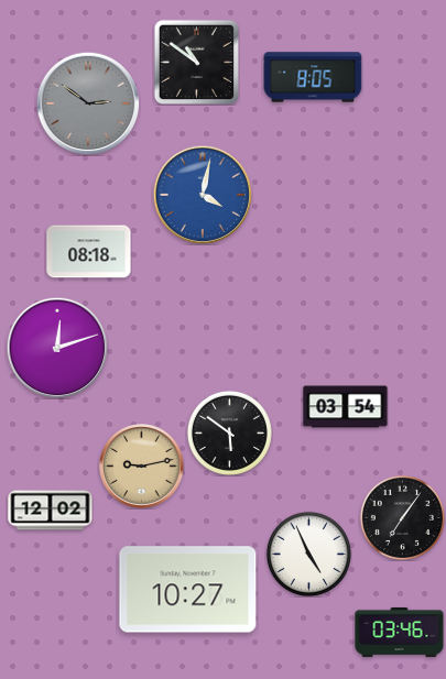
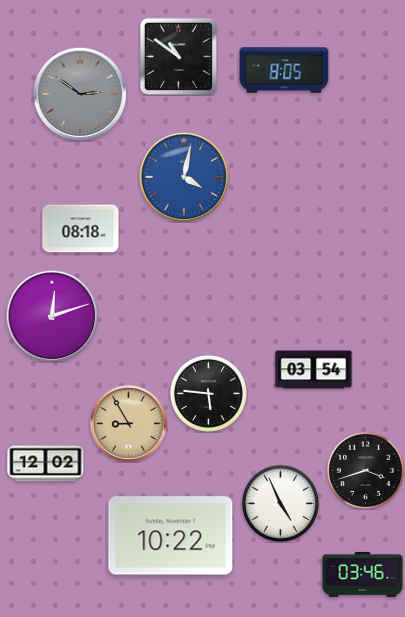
clock at (229, 432): 5:51 -> 5:46
clock at (142, 467): 9:13 -> 8:55
clock at (402, 517): 7:06 -> 3:42
clock at (188, 590): 10:27 -> 10:22
